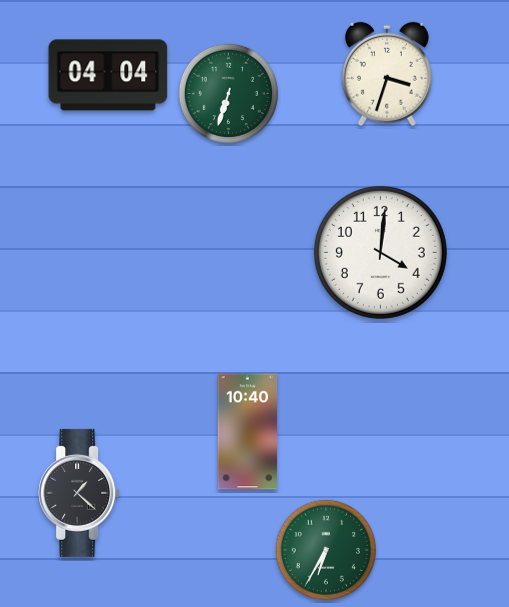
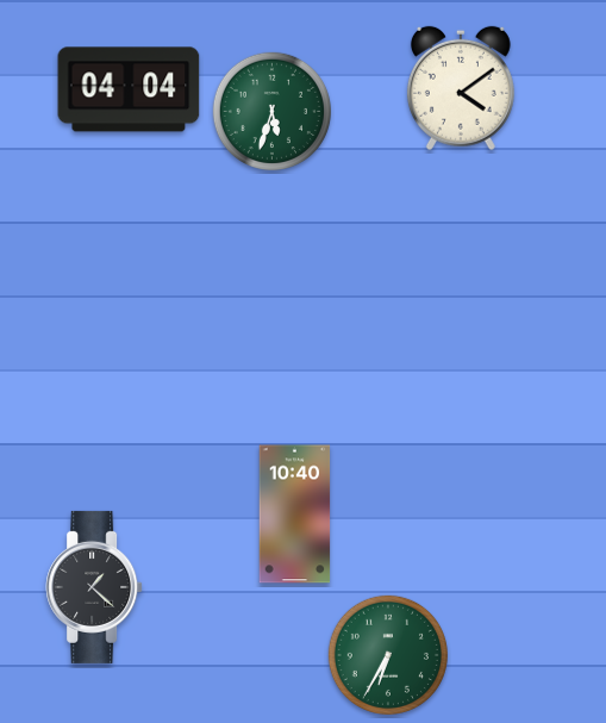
clock at (387, 74): 3:33 -> 4:09
clock at (228, 93): 6:33 -> 5:33
clock at (380, 252): 4:01 -> none
